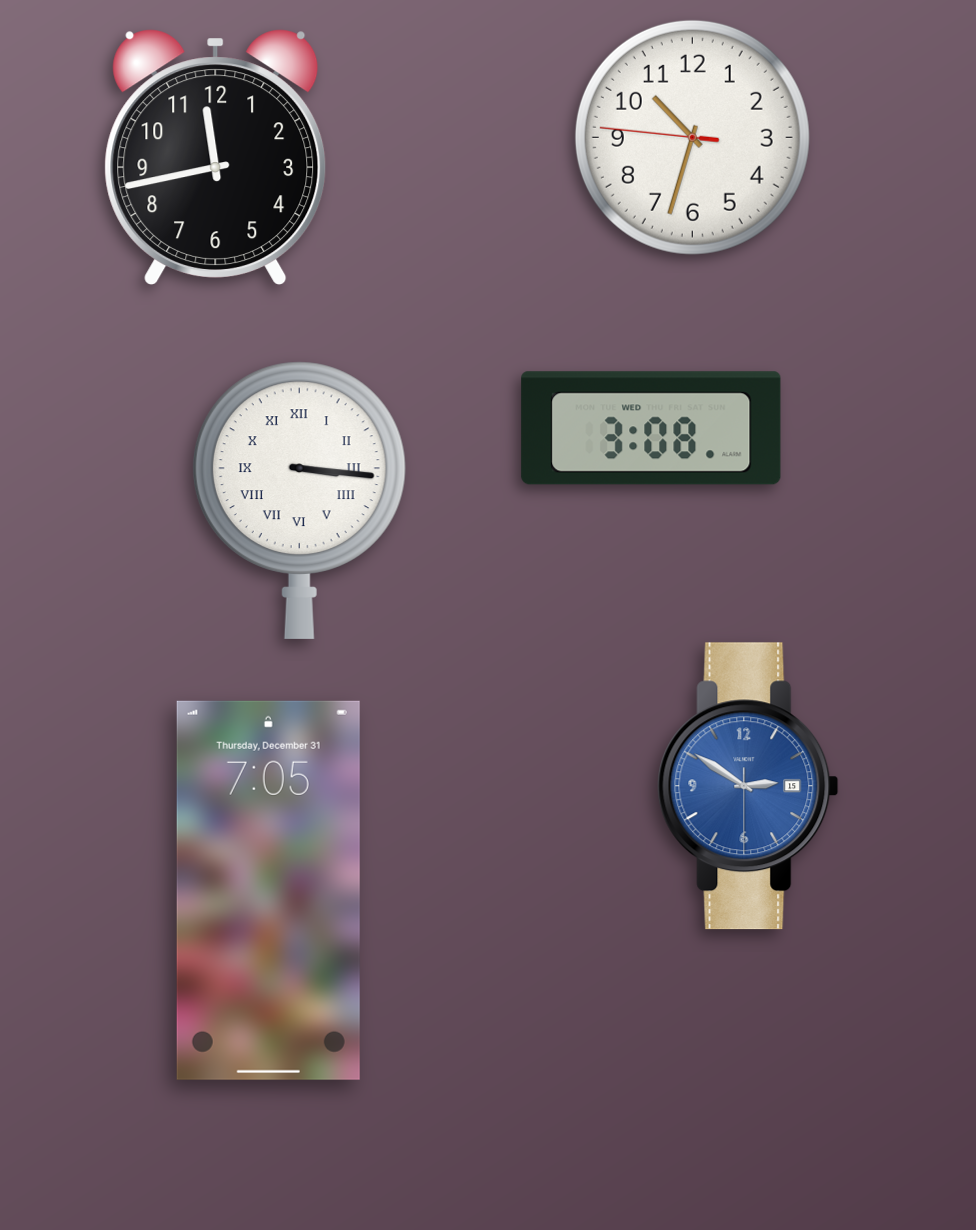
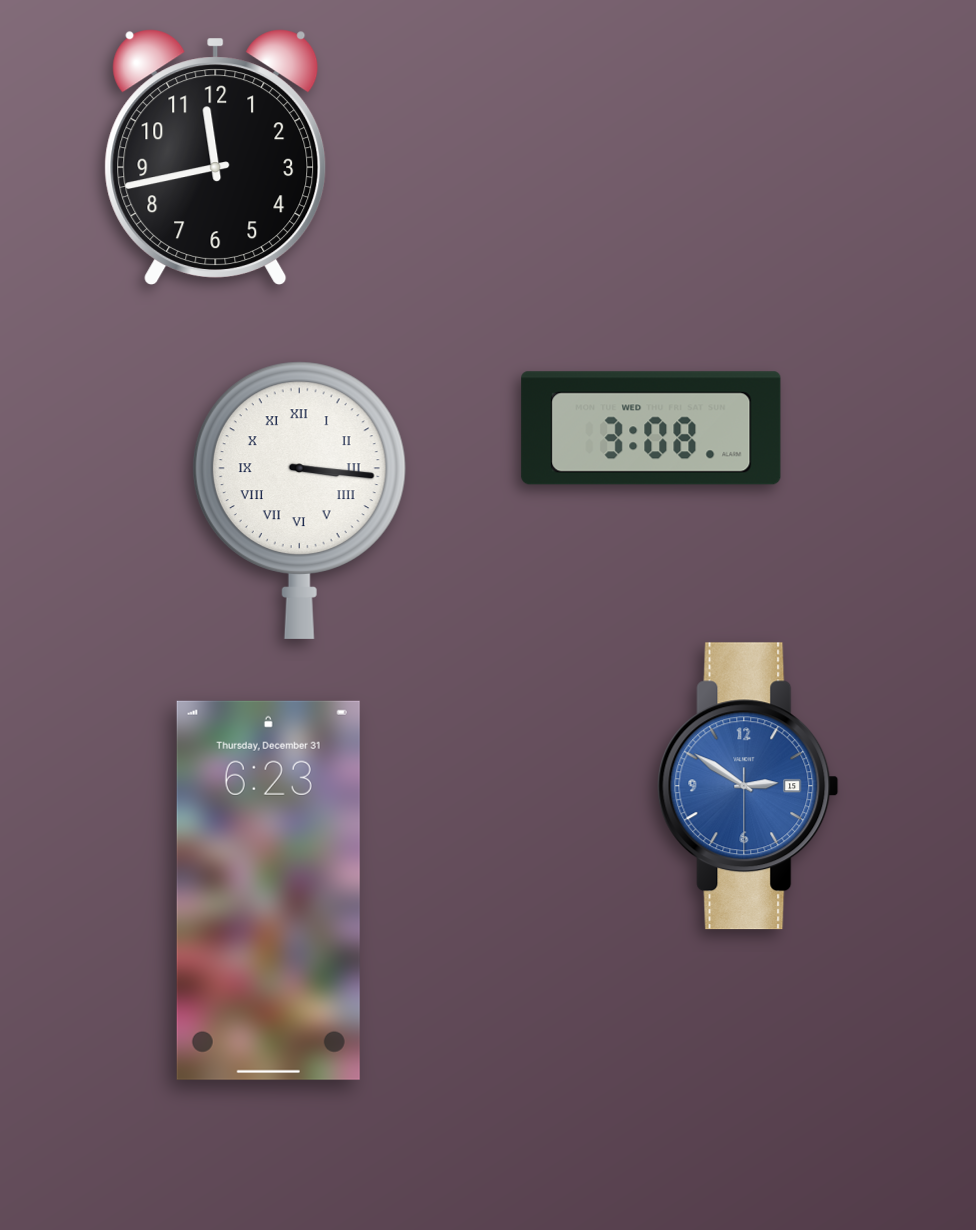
clock at (692, 137): 10:32 -> none
clock at (268, 890): 7:05 -> 6:23
